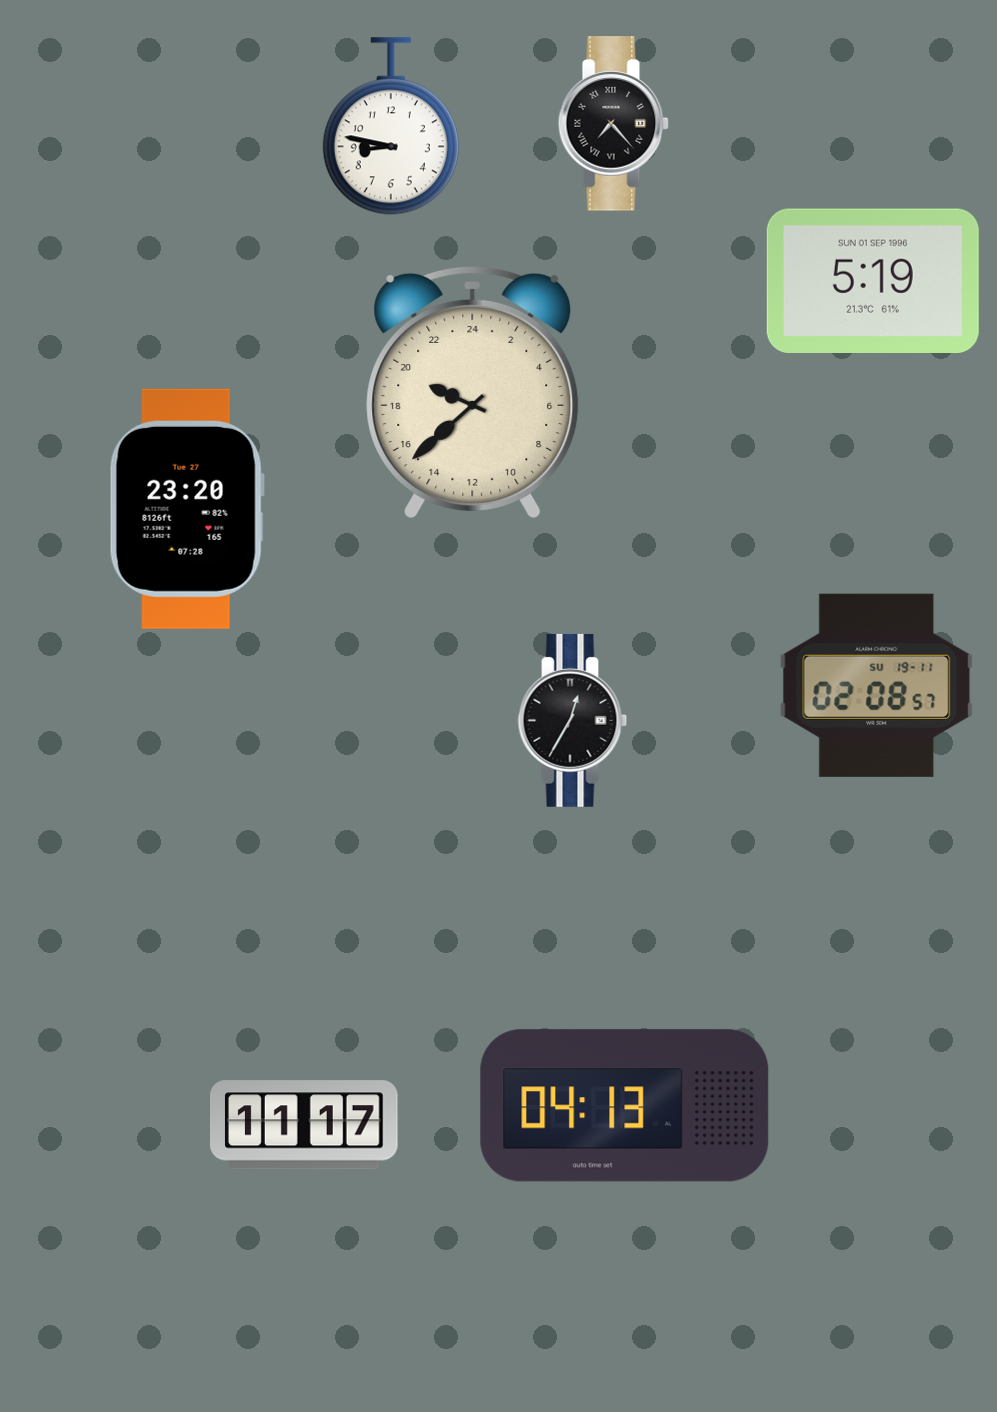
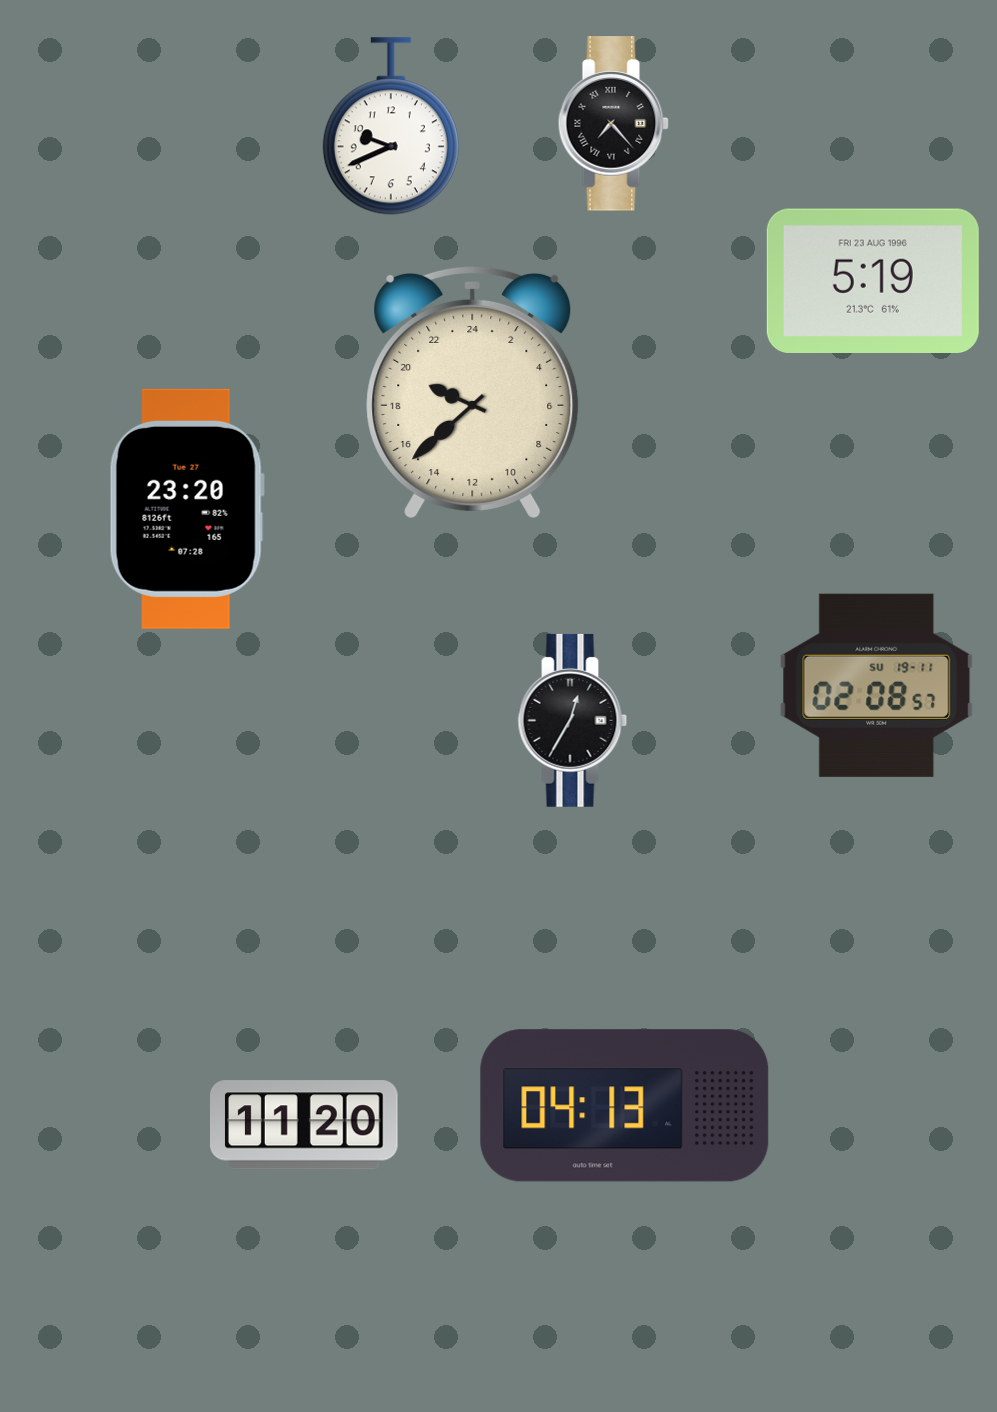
clock at (391, 126): 8:47 -> 9:41
clock at (873, 280) date: SUN 01 SEP 1996 -> FRI 23 AUG 1996
clock at (305, 1125): 11:17 -> 11:20
